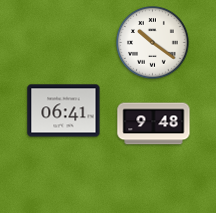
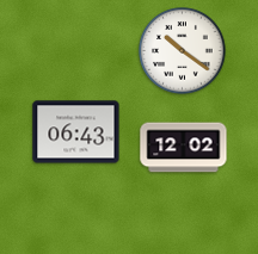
clock at (64, 111): 06:41 -> 06:43
clock at (154, 124): 9:48 -> 12:02
